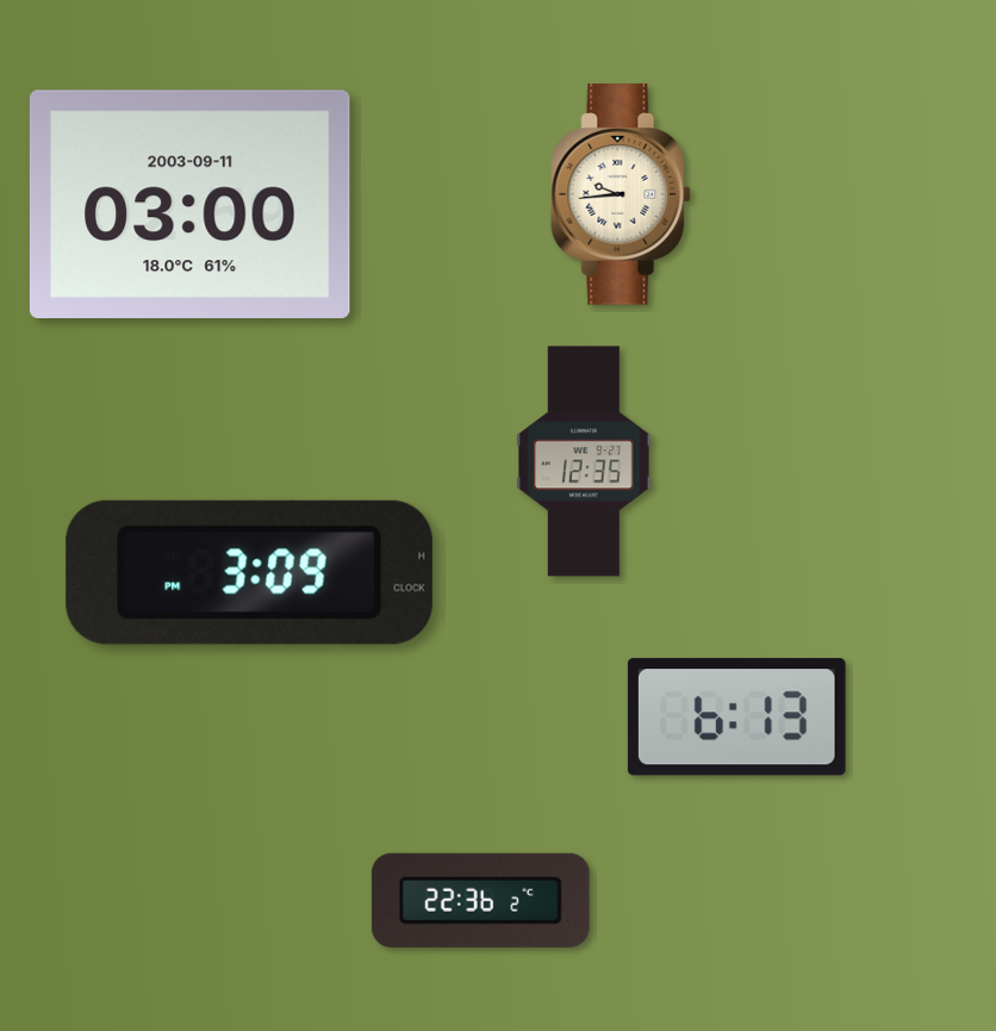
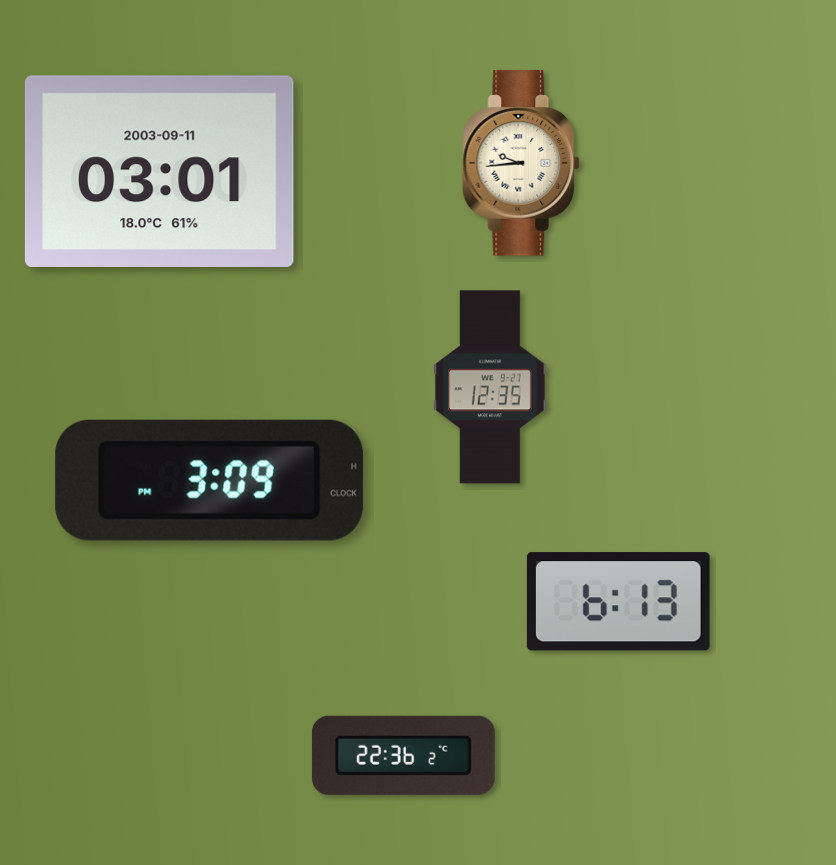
clock at (189, 204): 03:00 -> 03:01
